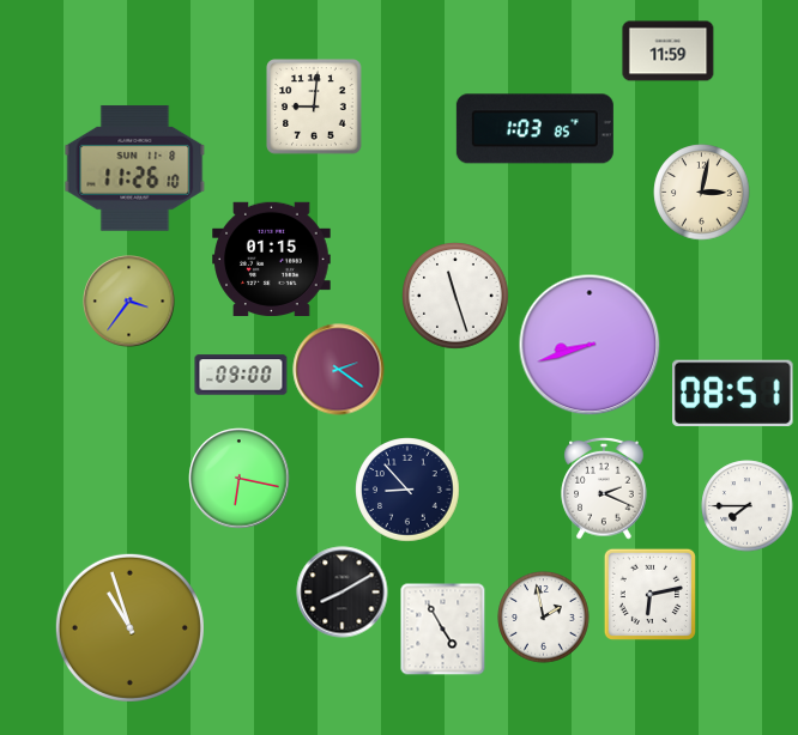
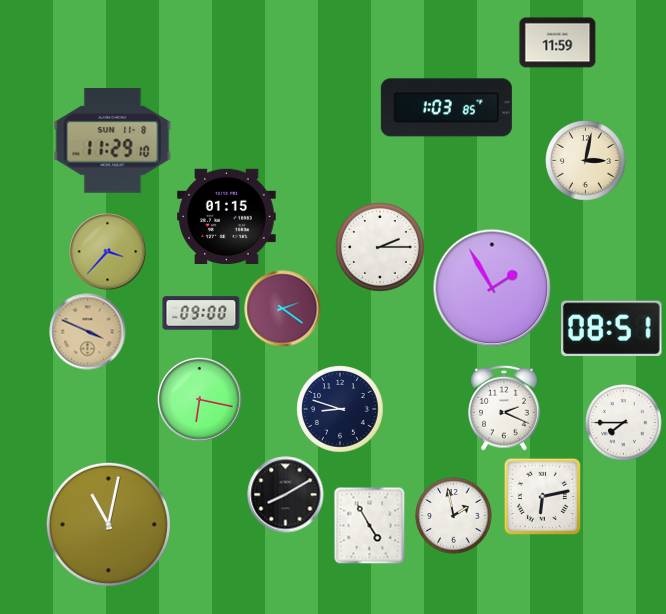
clock at (314, 107): 9:01 -> none
clock at (135, 168): 11:26 -> 11:29
clock at (455, 296): 11:27 -> 2:15
clock at (129, 302): 3:36 -> 3:37
clock at (590, 345): 8:42 -> 1:55
clock at (88, 332): none -> 3:49
clock at (407, 490): 8:53 -> 8:48
clock at (129, 627): 10:57 -> 11:02
